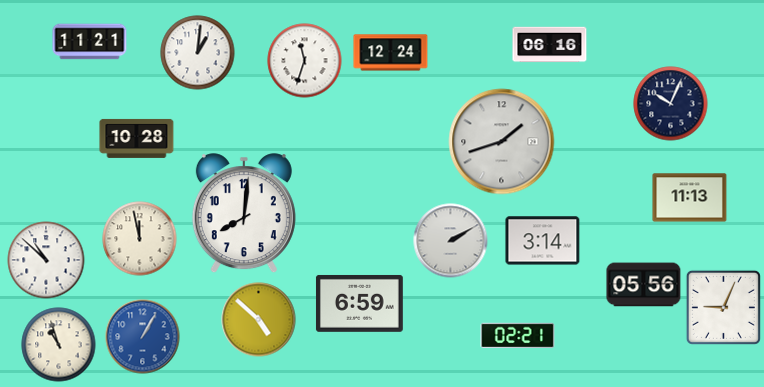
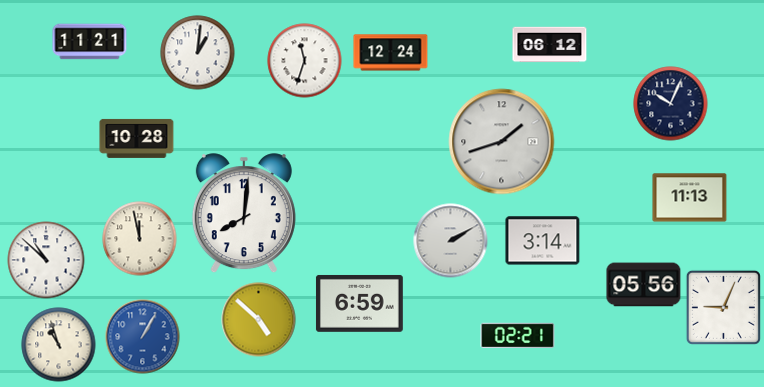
clock at (550, 45): 06:16 -> 06:12
